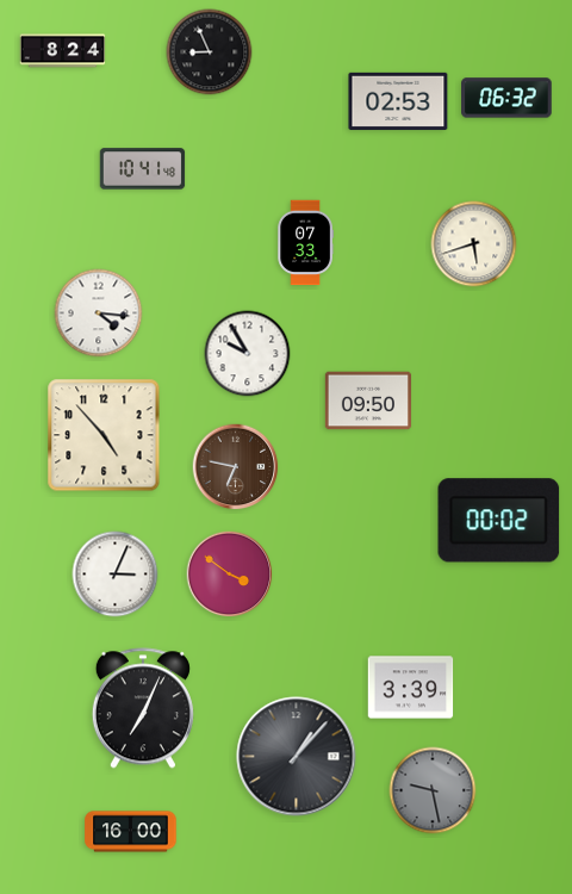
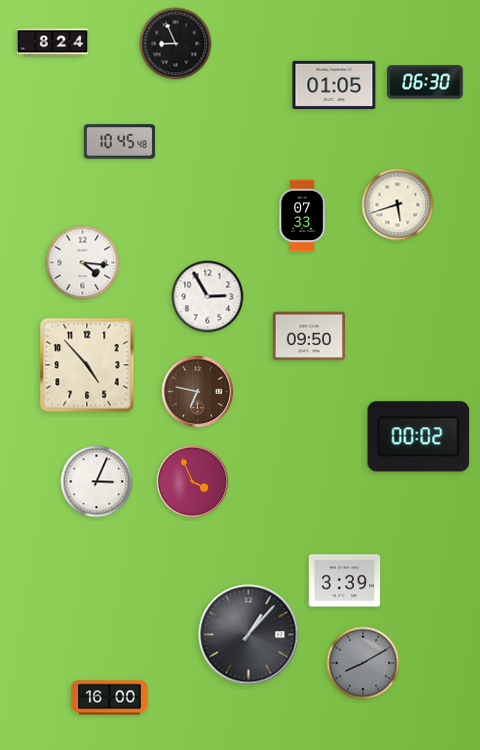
clock at (506, 98): 06:32 -> 06:30
clock at (398, 101): 02:53 -> 01:05
clock at (143, 169): 10:41 -> 10:45
clock at (305, 243) position: (305, 243) -> (302, 216)
clock at (248, 354): 9:55 -> 2:55
clock at (230, 575): 3:51 -> 3:56
clock at (411, 688) position: (411, 688) -> (345, 581)
clock at (143, 708): 7:04 -> none
clock at (433, 790): 9:28 -> 8:10
